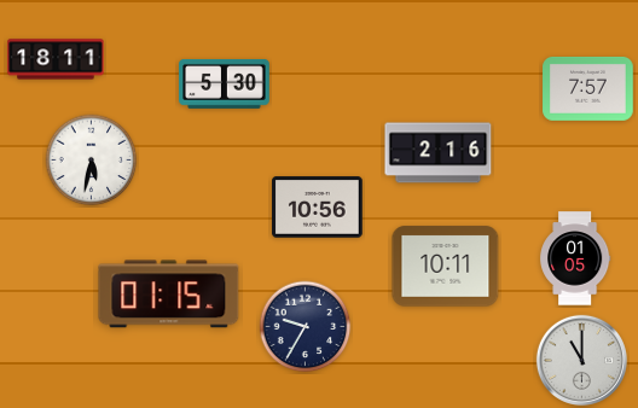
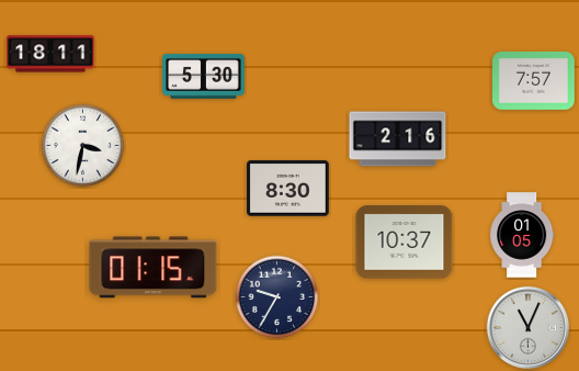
clock at (92, 161): 5:32 -> 3:32
clock at (318, 208): 10:56 -> 8:30
clock at (446, 267): 10:11 -> 10:37
clock at (581, 360): 11:00 -> 11:04
